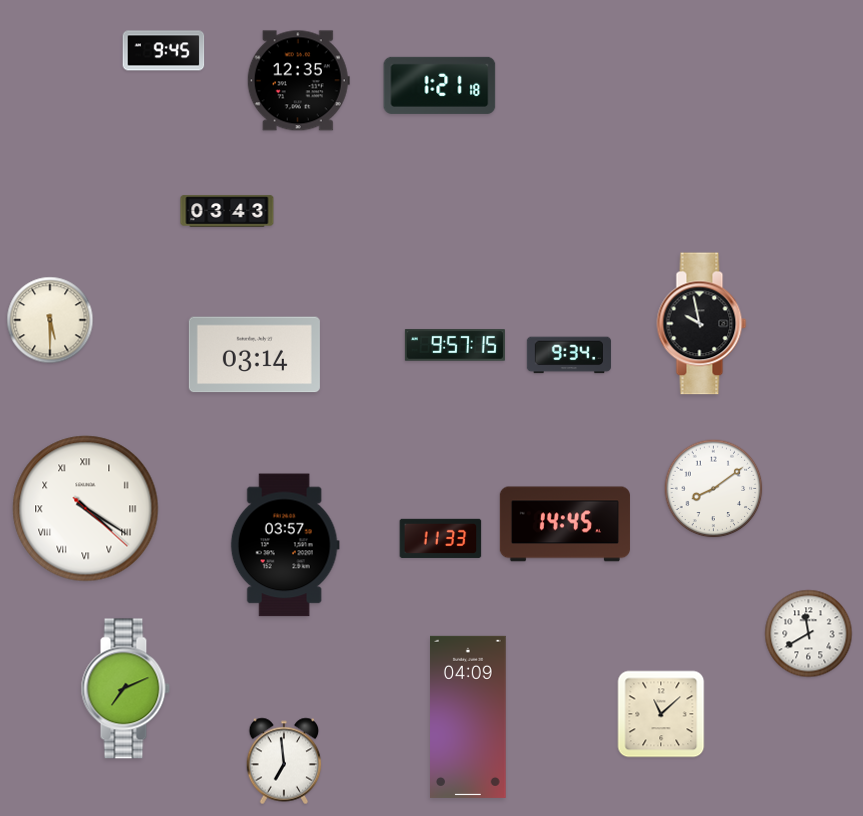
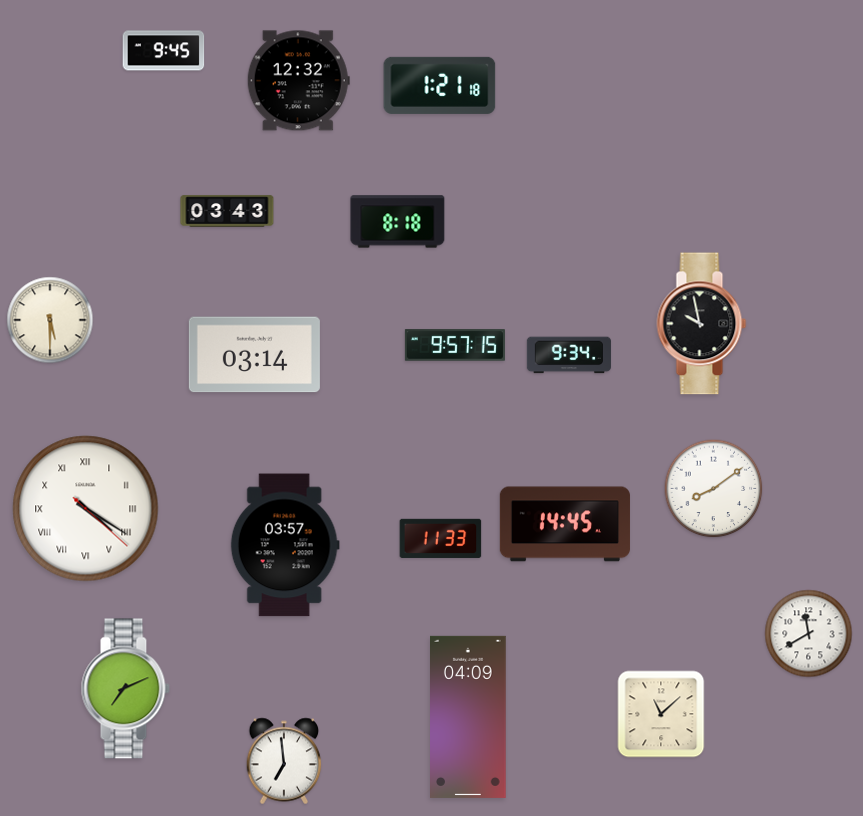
clock at (298, 81): 12:35 -> 12:32
clock at (398, 222): none -> 8:18
